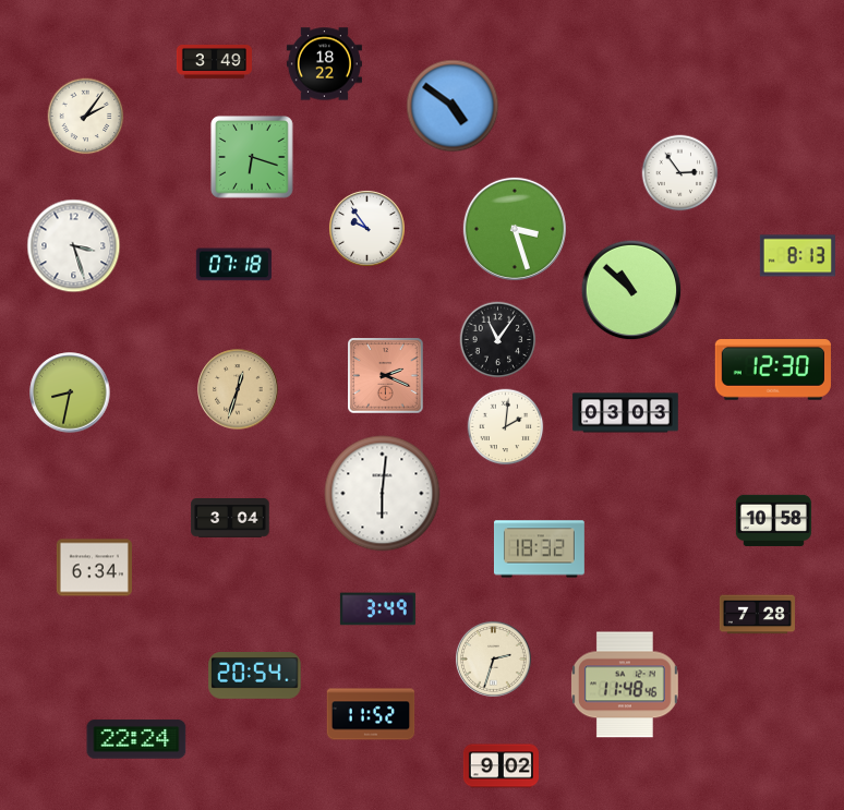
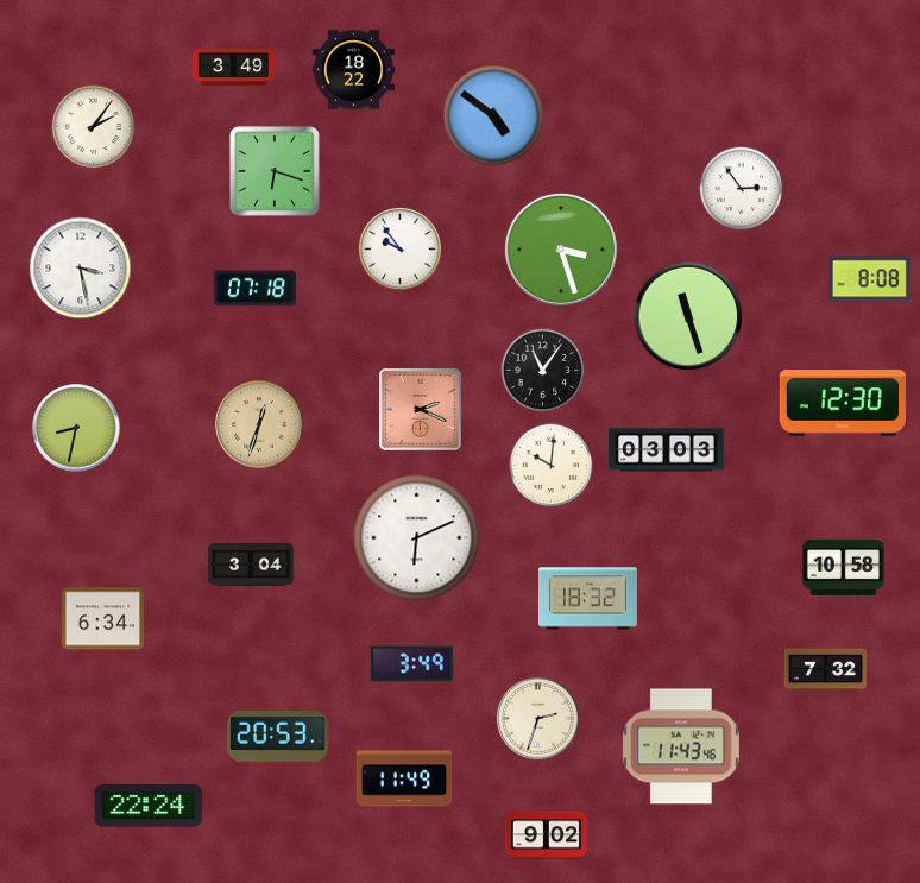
clock at (74, 246): 3:27 -> 3:28
clock at (797, 256): 8:13 -> 8:08
clock at (631, 290): 10:52 -> 11:27
clock at (626, 413) position: (626, 413) -> (667, 450)
clock at (506, 427): 2:01 -> 10:01
clock at (383, 494): 6:01 -> 6:11
clock at (757, 615): 7:28 -> 7:32
clock at (255, 676): 20:54 -> 20:53
clock at (625, 685): 11:48 -> 11:43
clock at (371, 714): 11:52 -> 11:49
